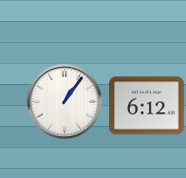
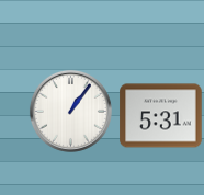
clock at (147, 106): 6:12 -> 5:31
